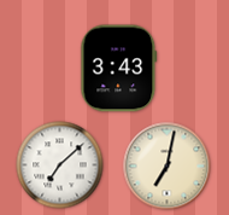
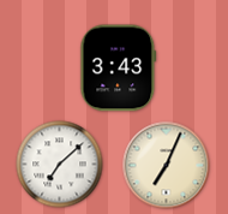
clock at (168, 167): 7:02 -> 7:04
